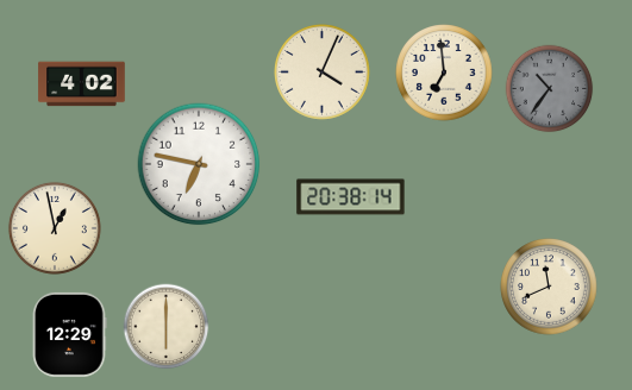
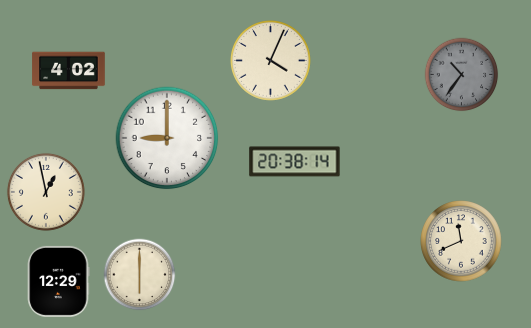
clock at (444, 73): 6:59 -> none
clock at (199, 164): 6:47 -> 9:00
clock at (351, 197) position: (351, 197) -> (295, 162)
